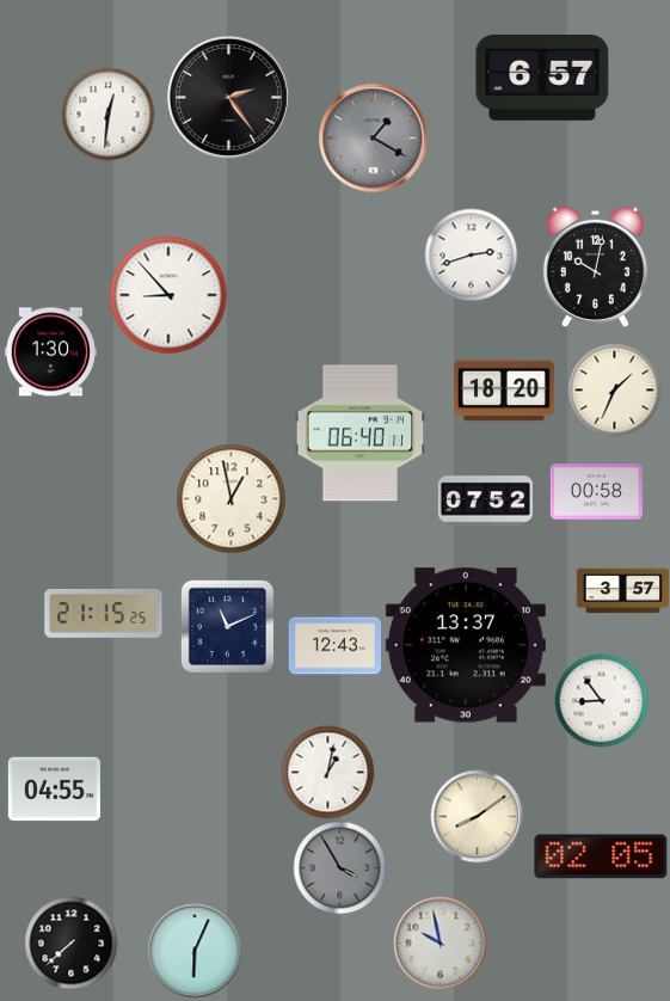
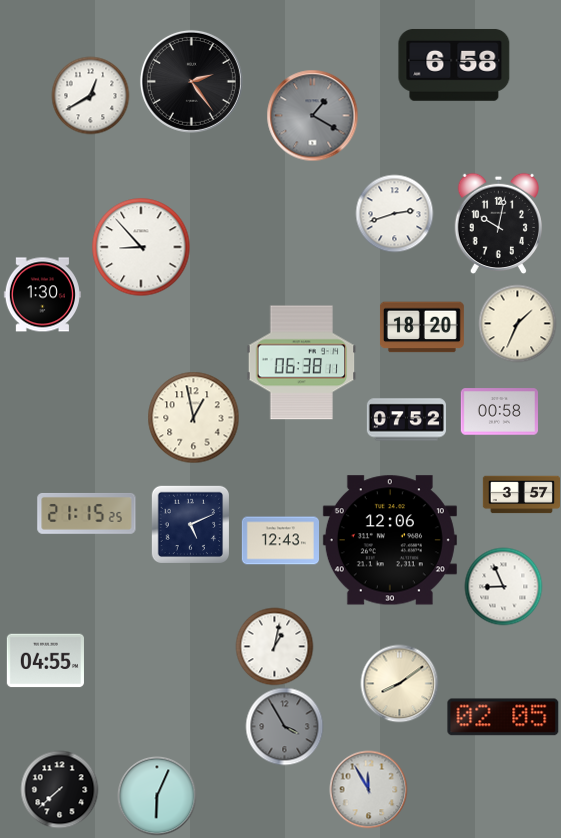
clock at (542, 78): 6:57 -> 6:58
clock at (107, 113): 12:31 -> 12:40
clock at (614, 389) position: (614, 389) -> (517, 323)
clock at (361, 434): 06:40 -> 06:38
clock at (227, 626): 11:11 -> 5:11
clock at (466, 645): 13:37 -> 12:06
clock at (601, 700): 8:54 -> 8:56
clock at (440, 942): 9:58 -> 11:55
clock at (195, 951) position: (195, 951) -> (157, 796)
